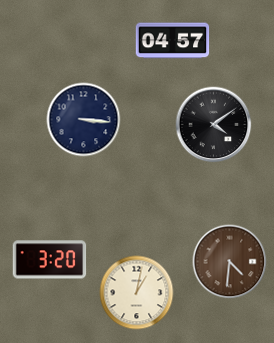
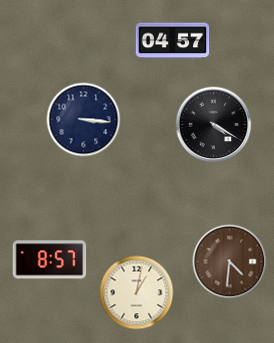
clock at (214, 125): 4:09 -> 4:20
clock at (50, 260): 3:20 -> 8:57
